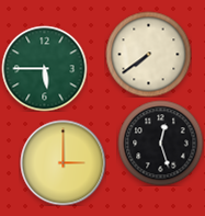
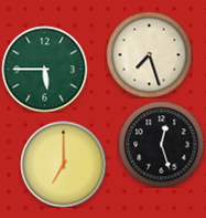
clock at (148, 54): 7:39 -> 7:27
clock at (62, 162): 3:00 -> 7:00
